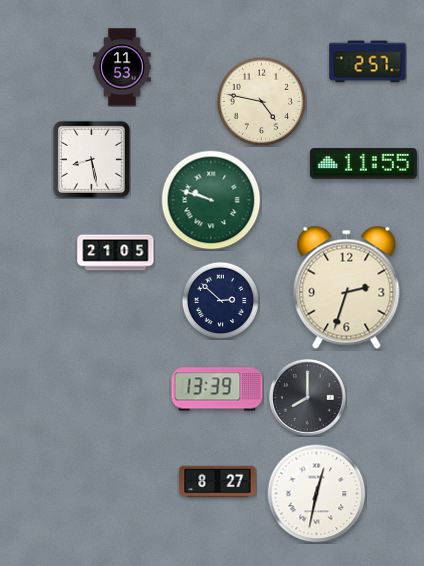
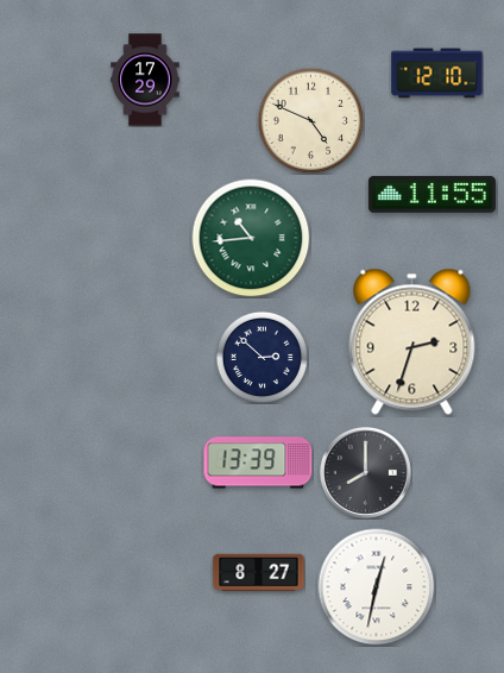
clock at (368, 62): 2:57 -> 12:10
clock at (122, 67): 11:53 -> 17:29
clock at (261, 101): 4:47 -> 4:49
clock at (91, 159): 8:28 -> none
clock at (211, 200): 9:48 -> 10:44
clock at (116, 253): 21:05 -> none
